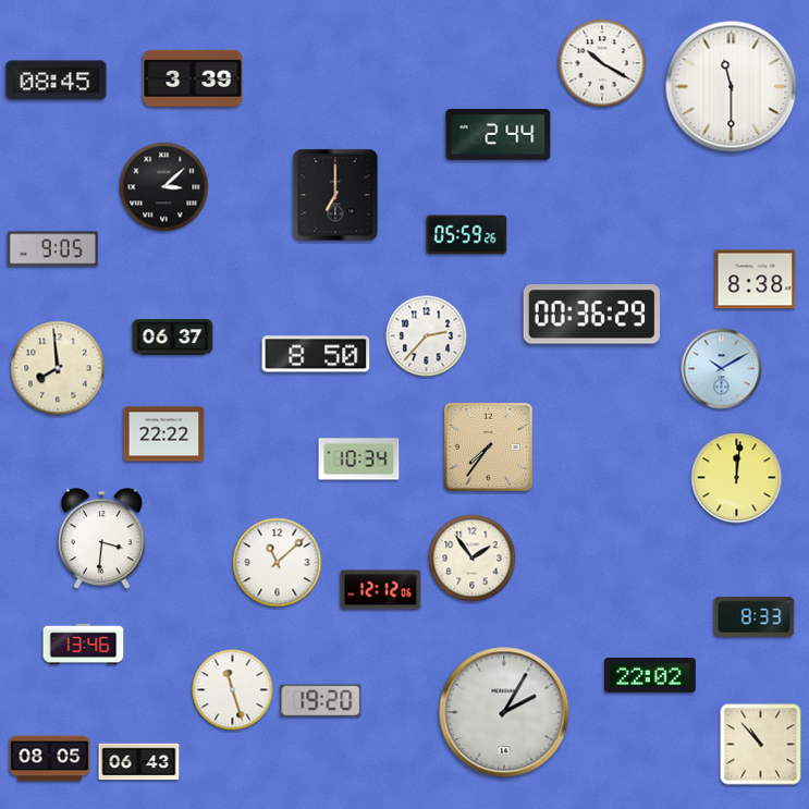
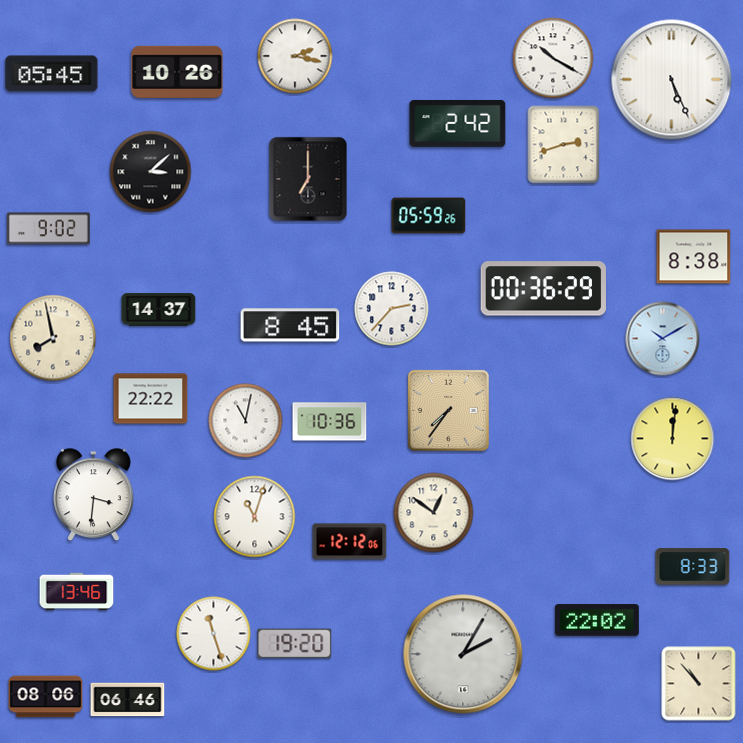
clock at (295, 56): none -> 2:17
clock at (193, 78): 3:39 -> 10:26
clock at (57, 81): 08:45 -> 05:45
clock at (732, 87): 11:30 -> 5:26
clock at (499, 134): 2:44 -> 2:42
clock at (564, 145): none -> 2:42
clock at (52, 249): 9:05 -> 9:02
clock at (173, 338): 06:37 -> 14:37
clock at (316, 354): 8:50 -> 8:45
clock at (58, 368): 7:59 -> 7:58
clock at (246, 421): none -> 11:02
clock at (359, 459): 10:34 -> 10:36
clock at (737, 478) position: (737, 478) -> (673, 439)
clock at (473, 559): 1:54 -> 12:51
clock at (278, 563): 11:08 -> 11:03
clock at (50, 759): 08:05 -> 08:06
clock at (139, 762): 06:43 -> 06:46
